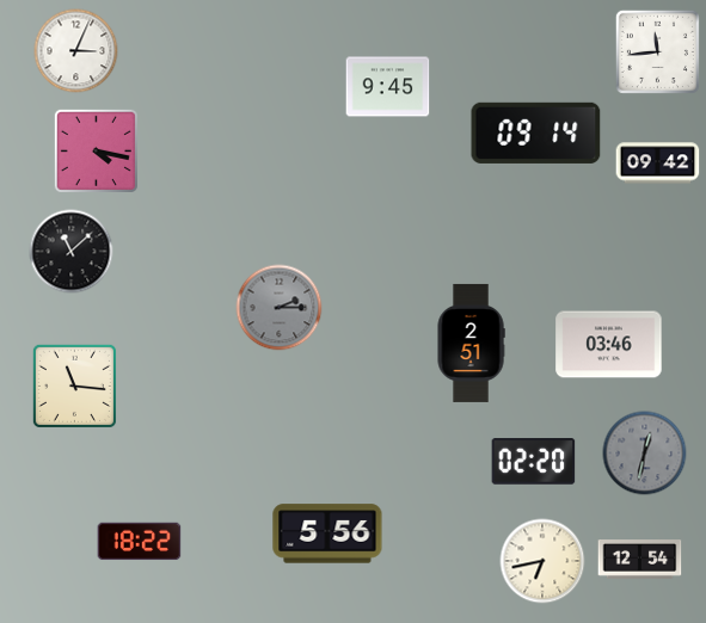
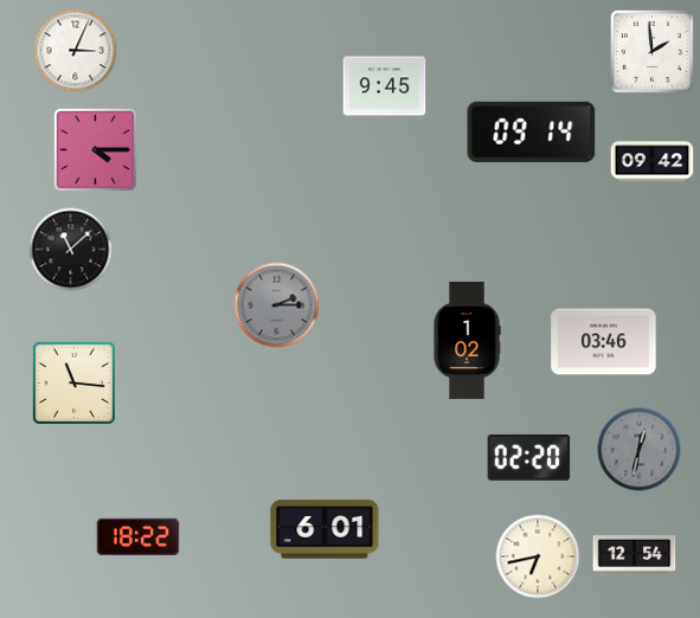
clock at (657, 51): 11:44 -> 1:59
clock at (96, 150): 4:17 -> 4:15
clock at (471, 343): 2:51 -> 1:02
clock at (327, 533): 5:56 -> 6:01
